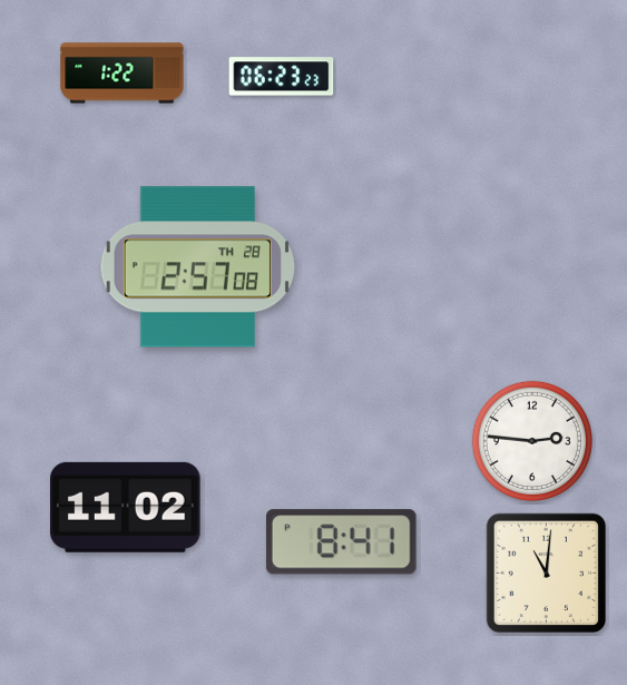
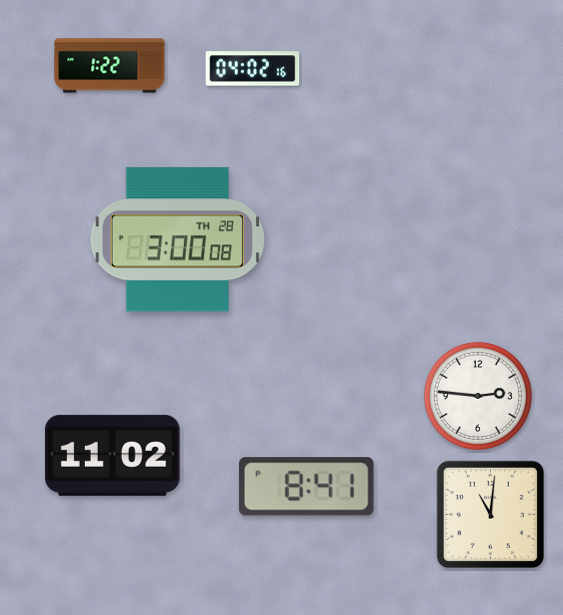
clock at (282, 77): 06:23 -> 04:02
clock at (197, 267): 2:57 -> 3:00
